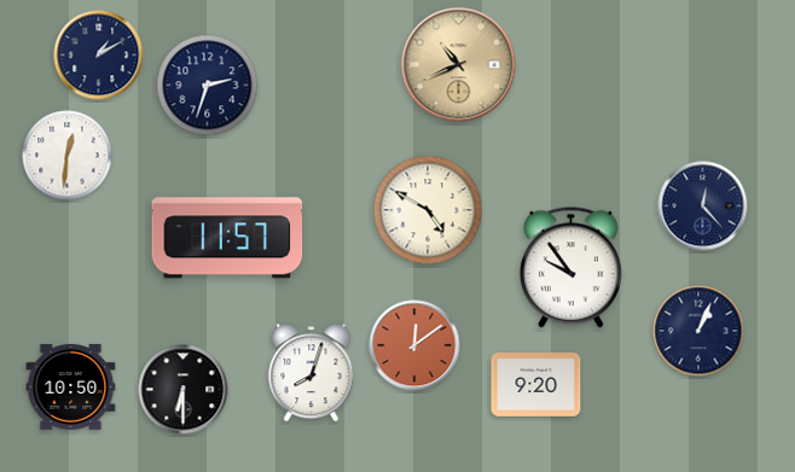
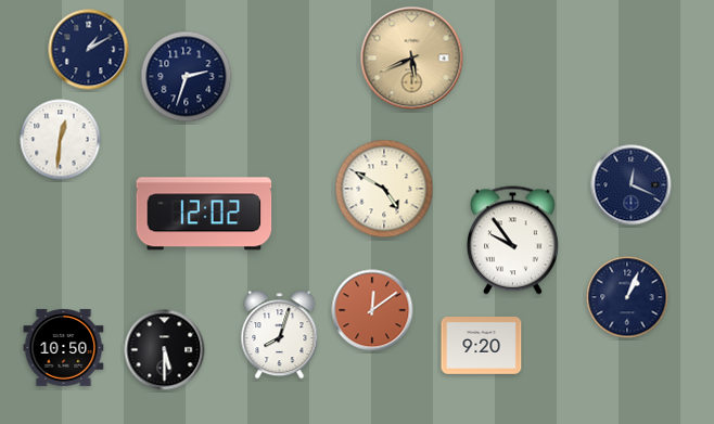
clock at (459, 65): 10:41 -> 5:41
clock at (703, 206): 12:23 -> 12:19
clock at (227, 238): 11:57 -> 12:02
clock at (184, 390): 6:30 -> 5:30
